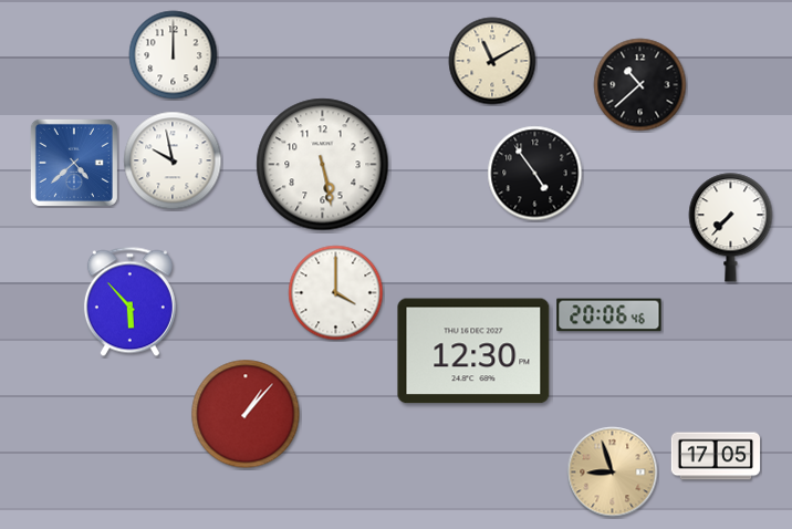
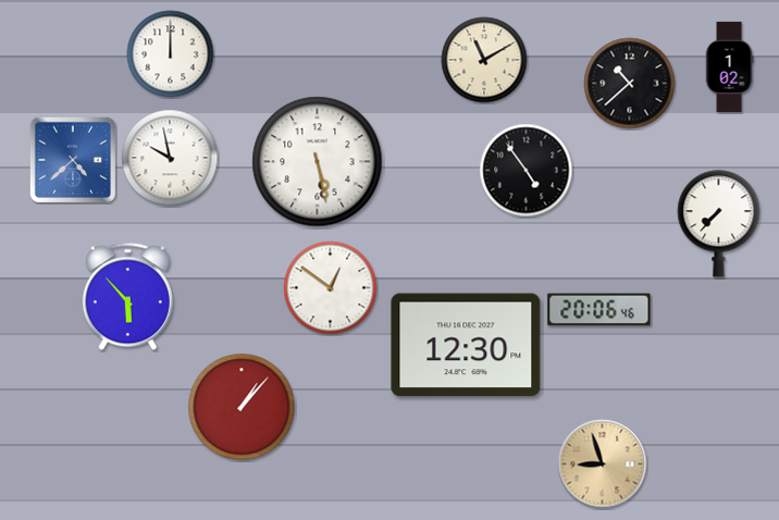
clock at (729, 66): none -> 1:02
clock at (336, 293): 4:00 -> 12:51
clock at (716, 456): 17:05 -> none
